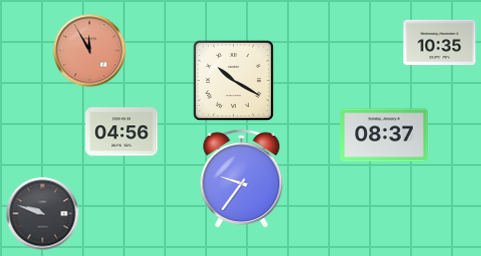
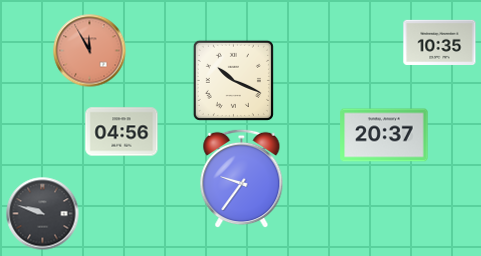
clock at (233, 80): 10:20 -> 10:19
clock at (384, 135): 08:37 -> 20:37
